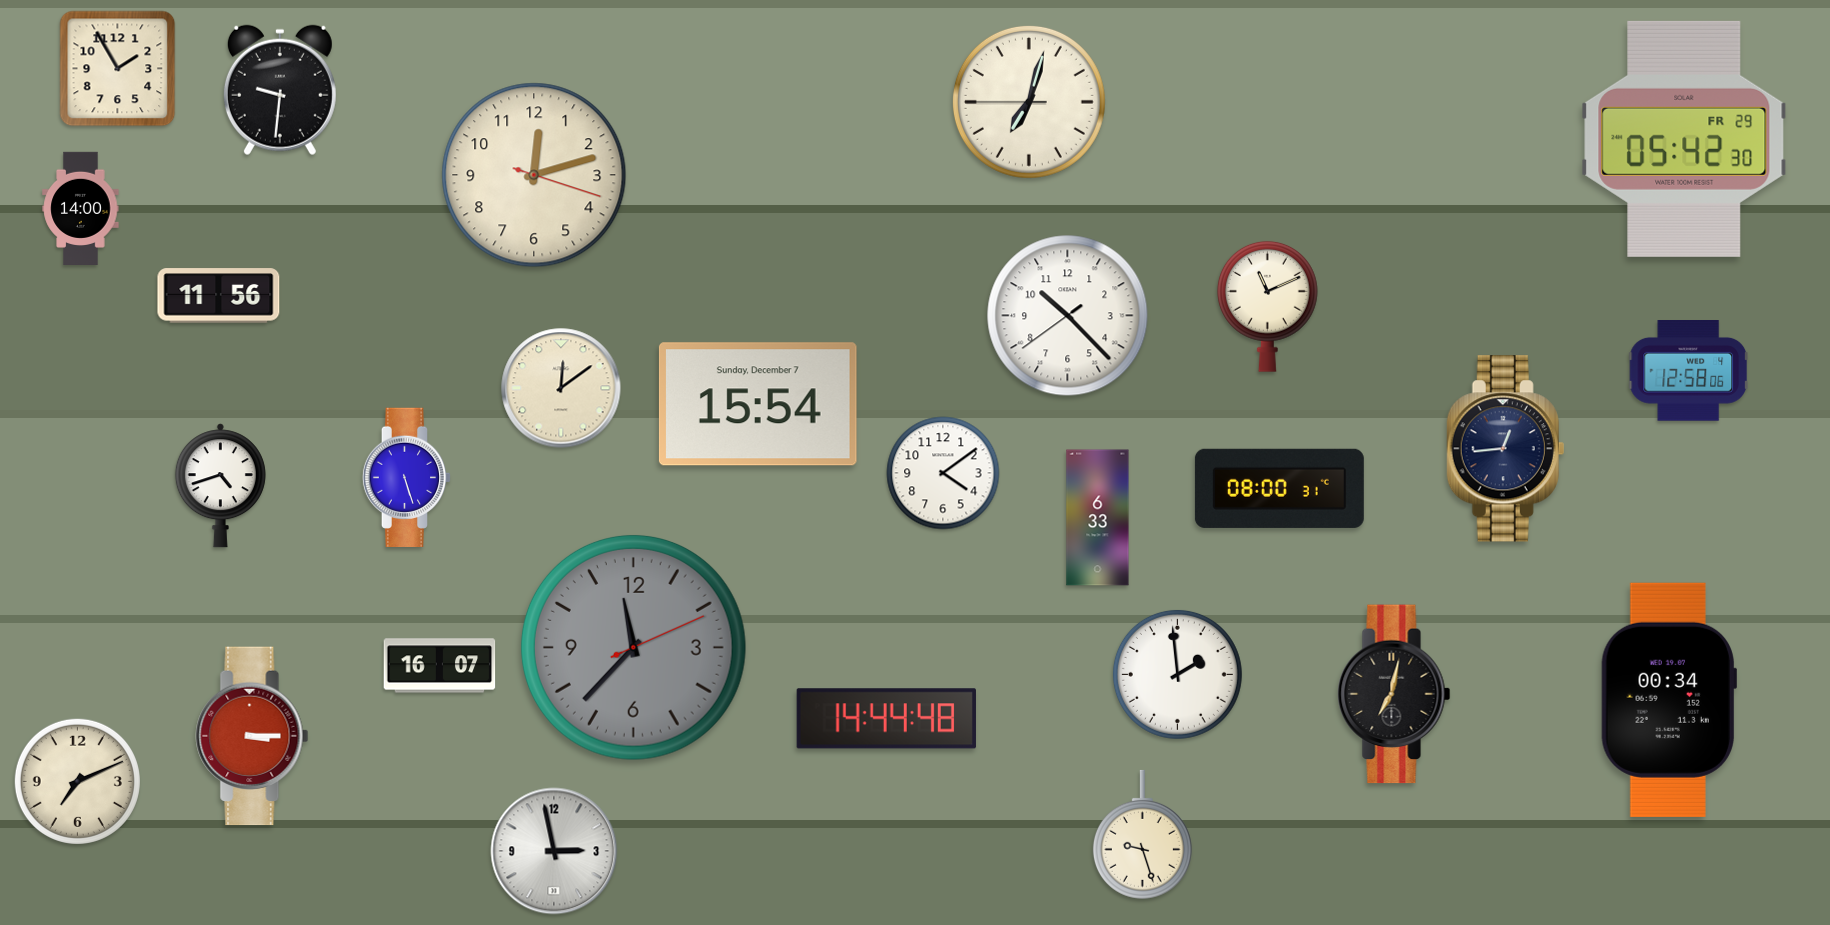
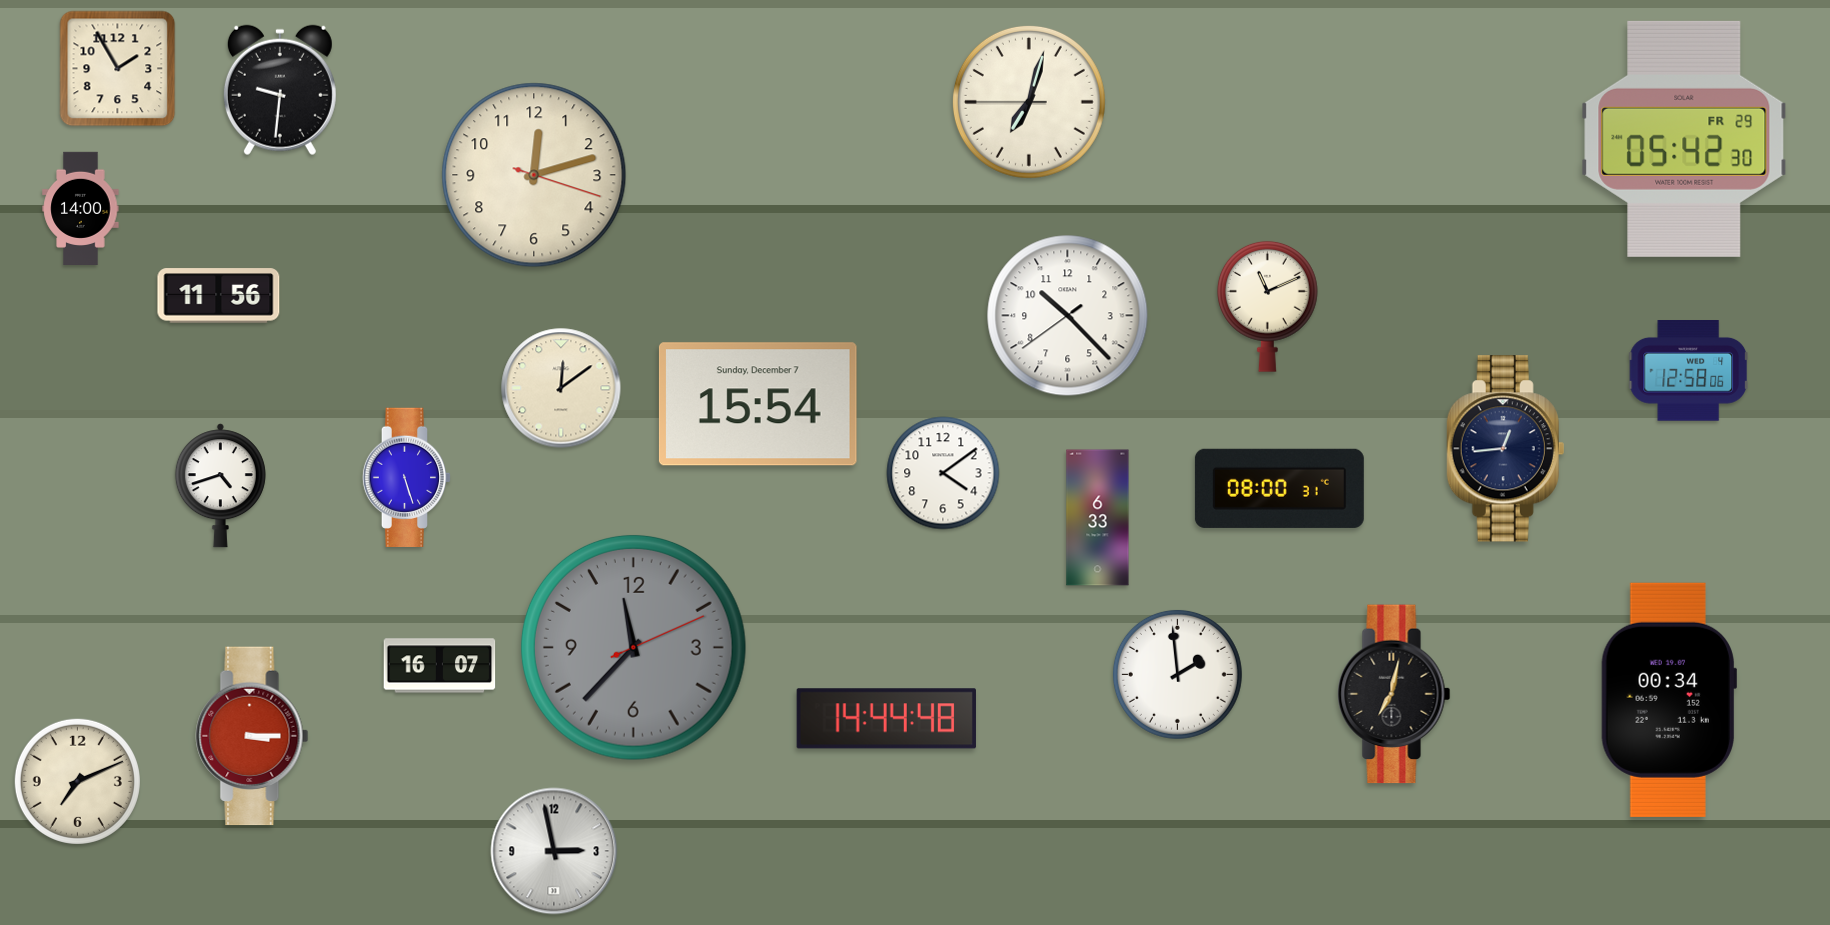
clock at (1142, 834): 9:27 -> none
